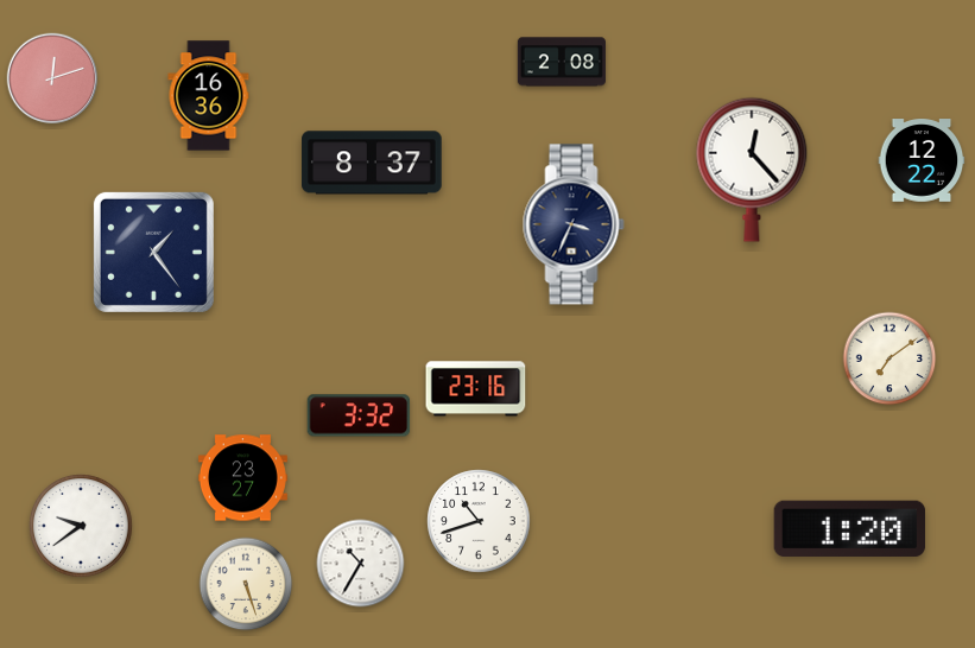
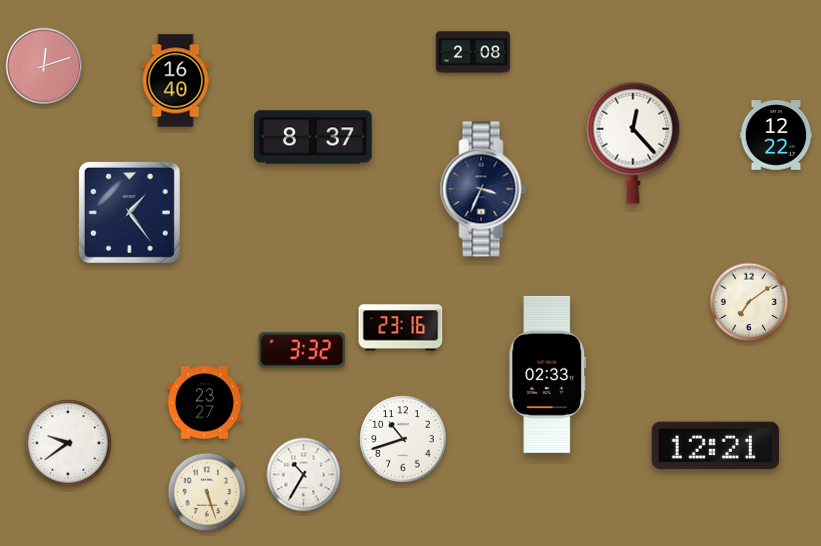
clock at (209, 96): 16:36 -> 16:40
clock at (548, 374): none -> 02:33
clock at (849, 528): 1:20 -> 12:21
